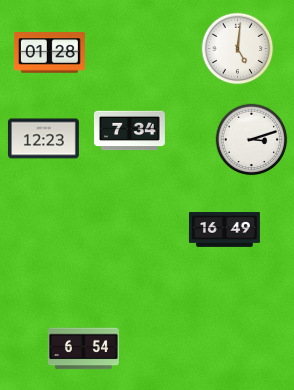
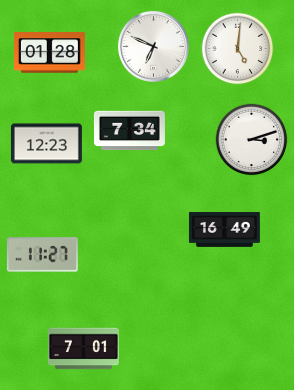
clock at (153, 46): none -> 6:49
clock at (43, 139) position: (43, 139) -> (46, 144)
clock at (42, 255): none -> 11:27
clock at (83, 349): 6:54 -> 7:01
